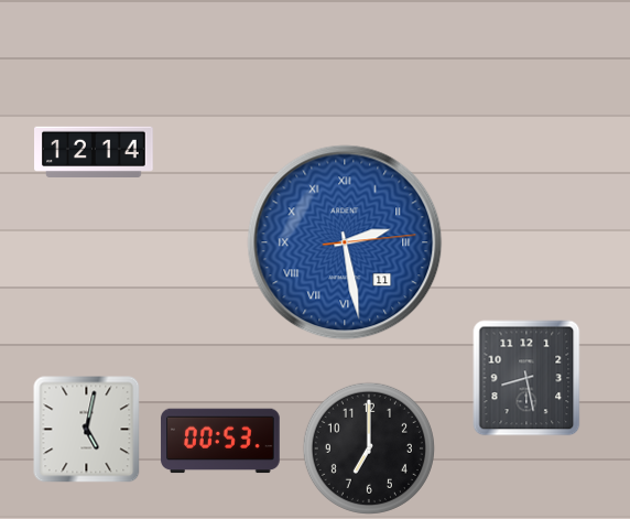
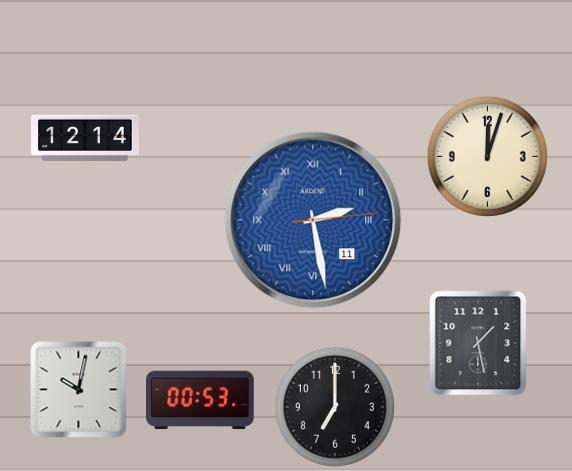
clock at (487, 156): none -> 12:03
clock at (526, 378): 8:28 -> 1:28
clock at (87, 430): 5:02 -> 10:02
